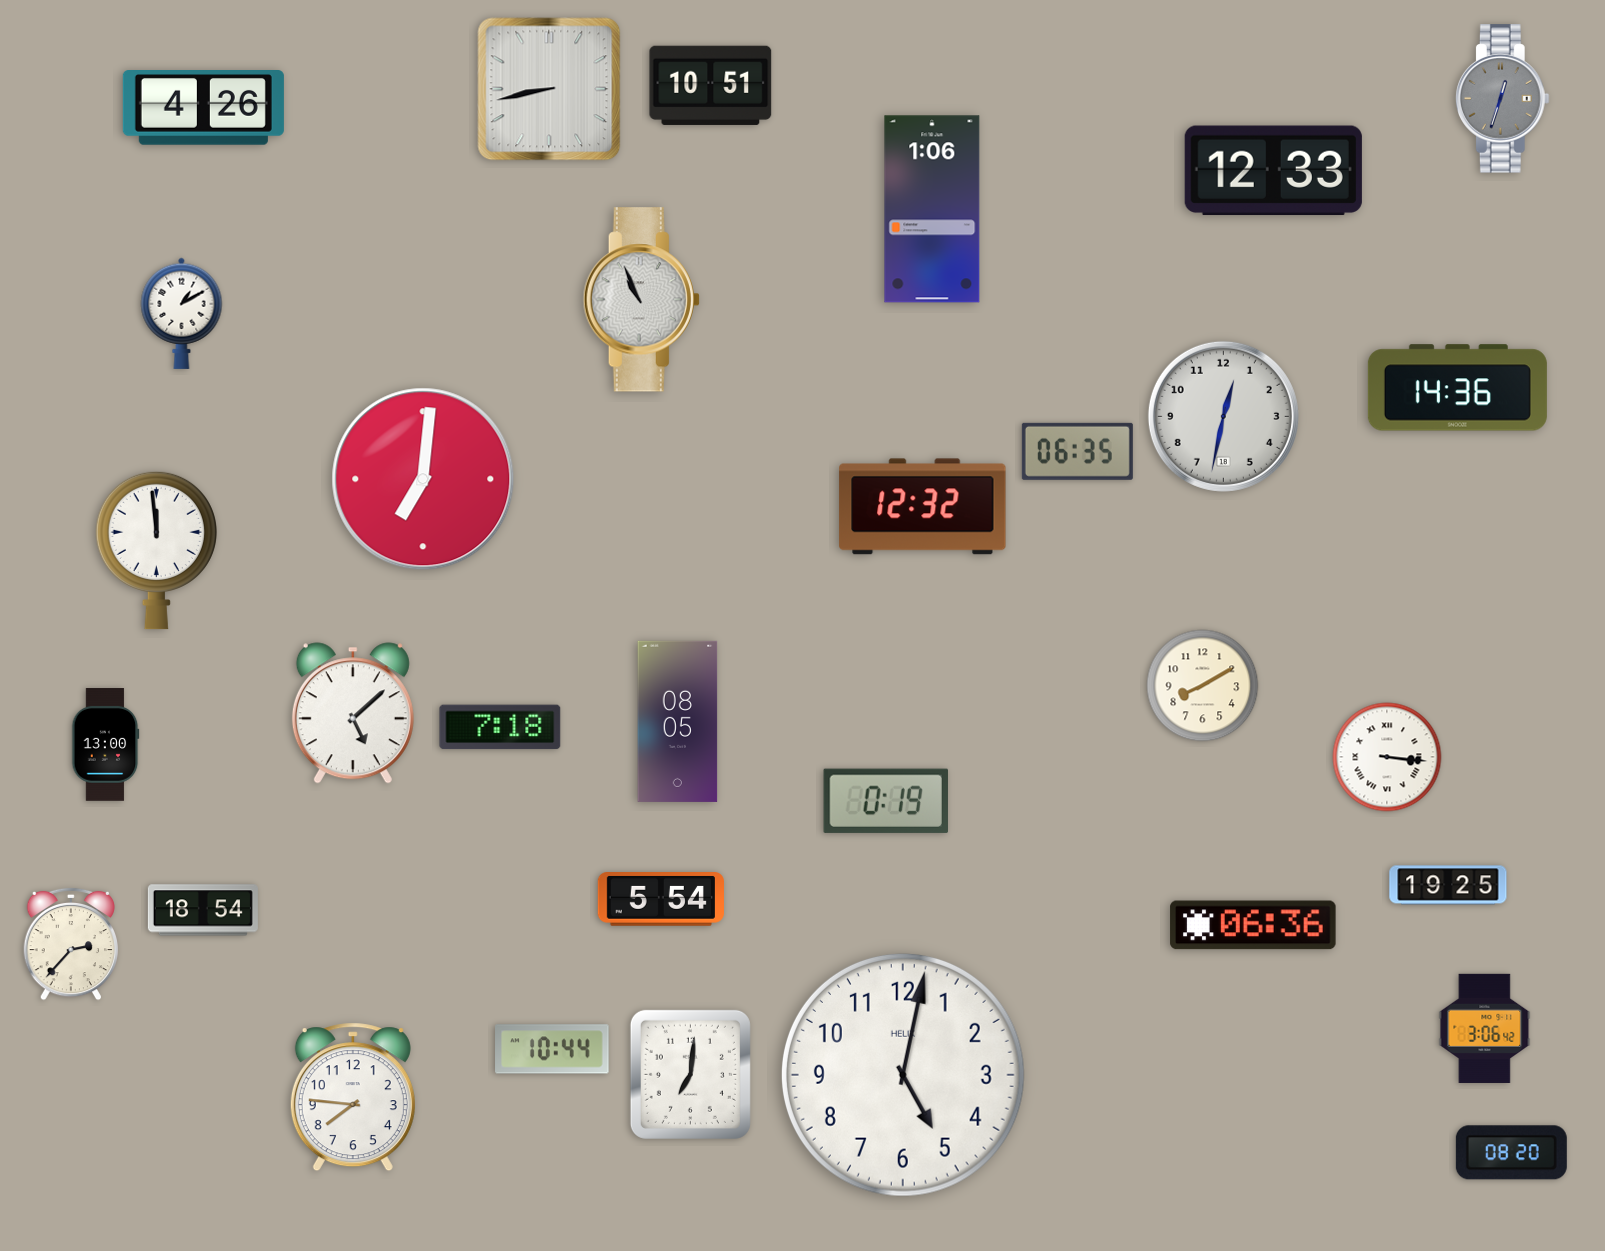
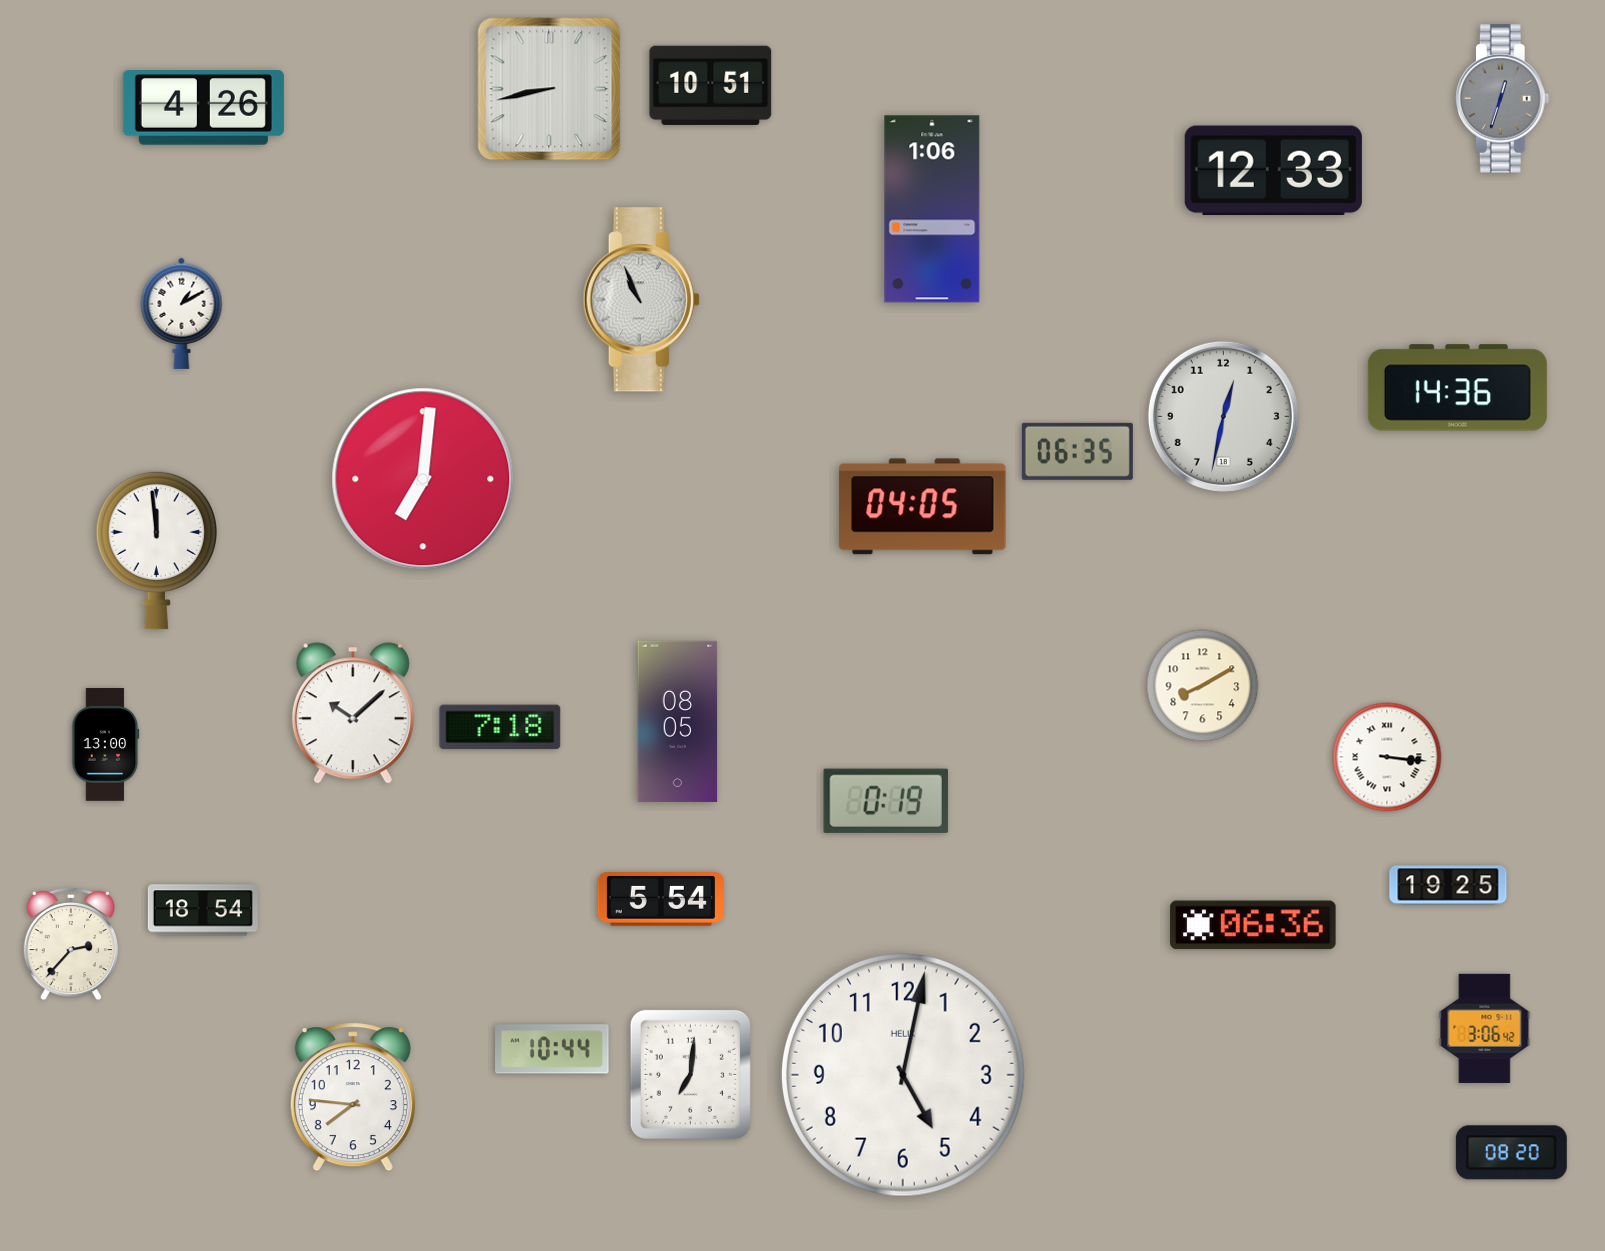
clock at (923, 507): 12:32 -> 04:05
clock at (353, 713): 5:08 -> 10:08
